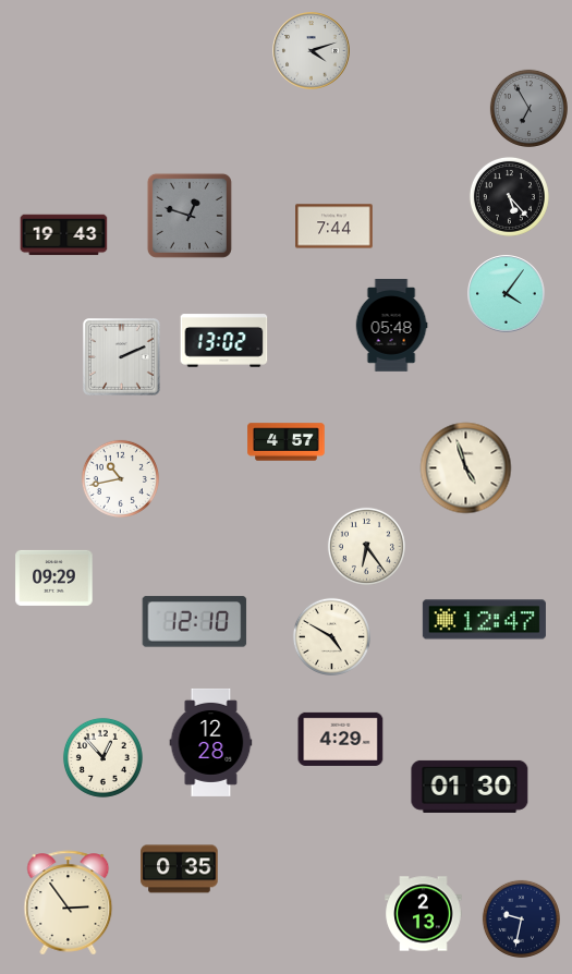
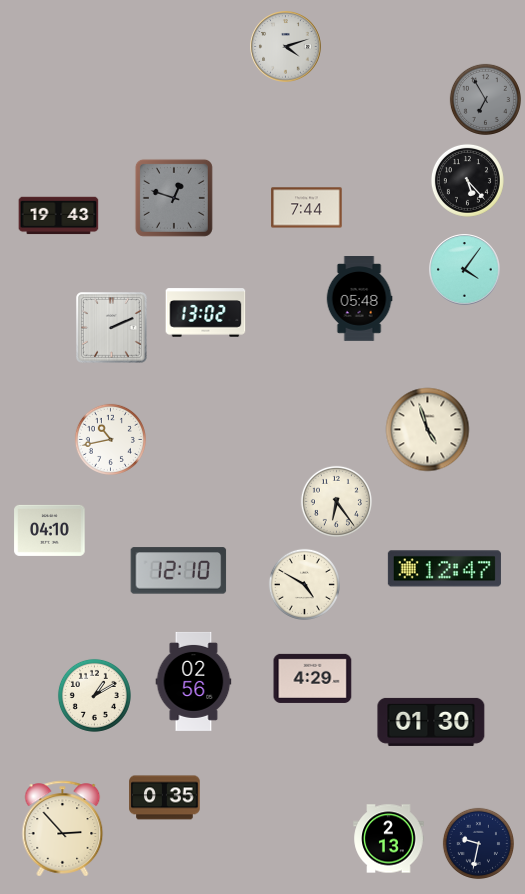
clock at (287, 442): 4:57 -> none
clock at (54, 577): 09:29 -> 04:10
clock at (211, 742): 12:28 -> 02:56
clock at (102, 757): 12:53 -> 1:10
clock at (69, 903): 2:54 -> 2:53
